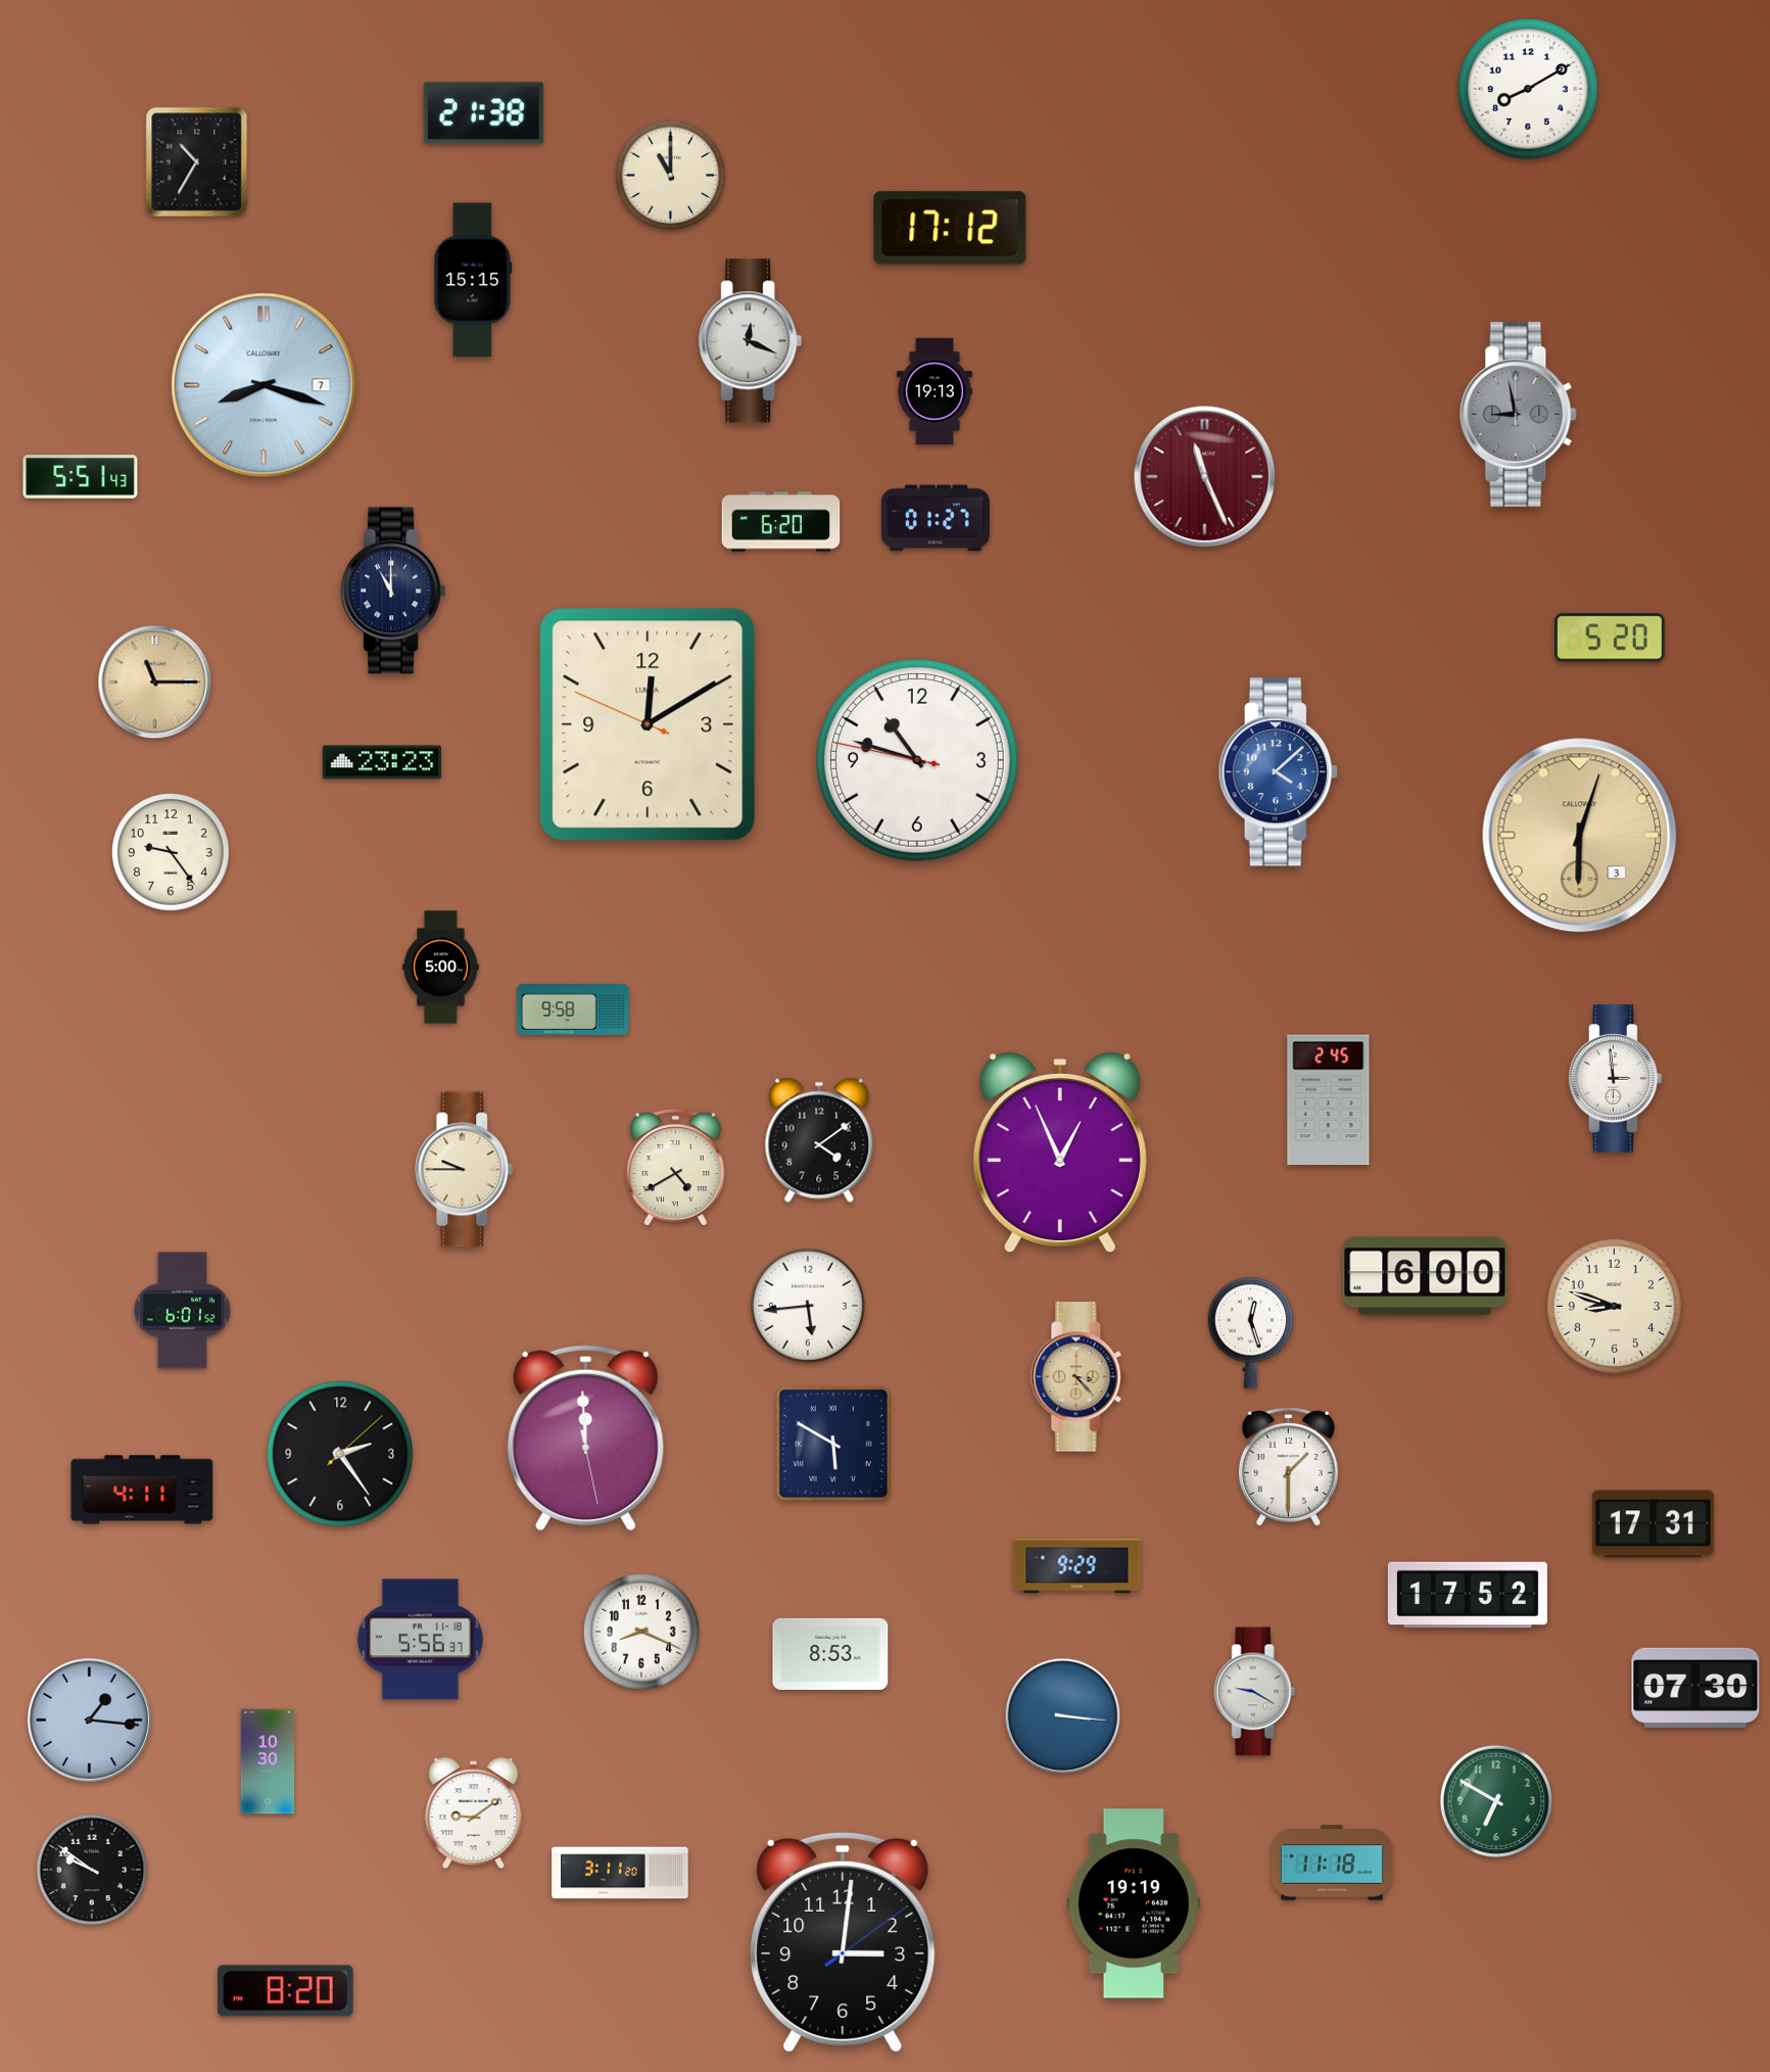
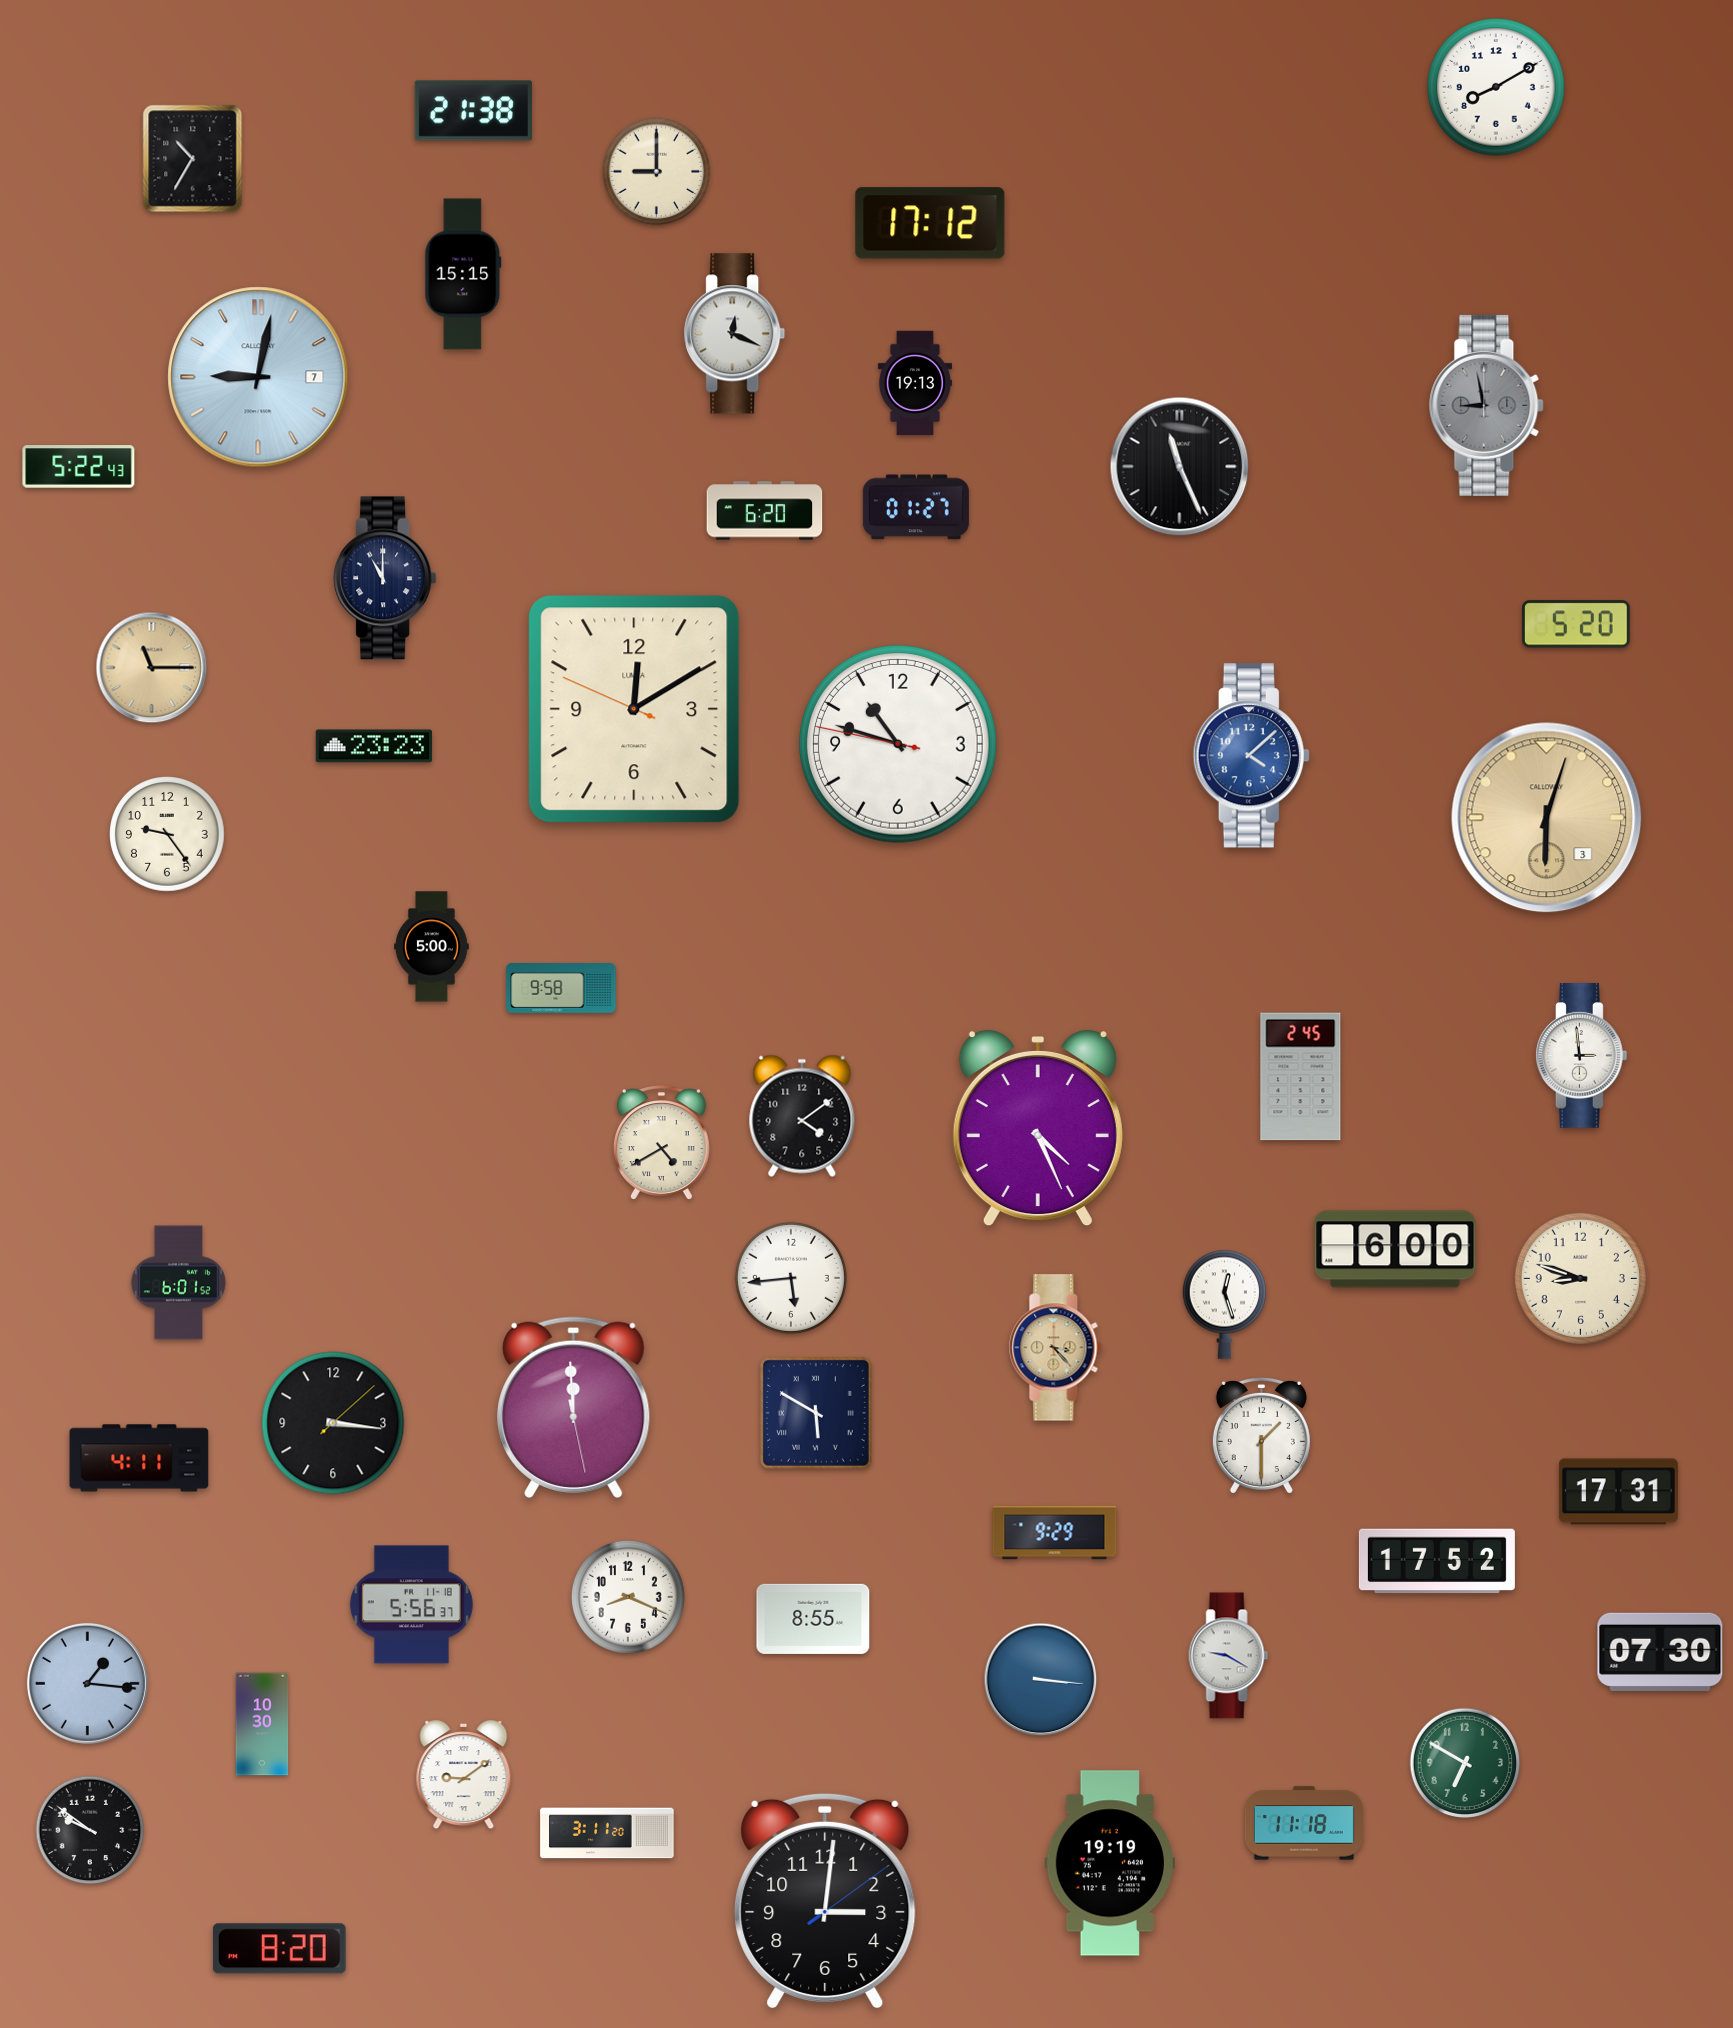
clock at (671, 176): 11:00 -> 9:00
clock at (264, 385): 8:18 -> 9:02
clock at (81, 477): 5:51 -> 5:22
clock at (1205, 477) dial: burgundy -> black
clock at (1060, 1152): 12:56 -> 4:26
clock at (465, 1170): 9:45 -> none
clock at (340, 1454): 2:24 -> 3:16
clock at (830, 1654): 8:53 -> 8:55
